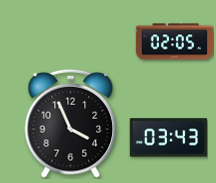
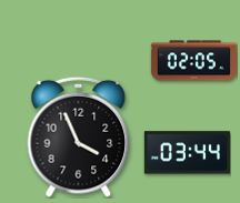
clock at (174, 42) position: (174, 42) -> (193, 61)
clock at (168, 138): 03:43 -> 03:44
